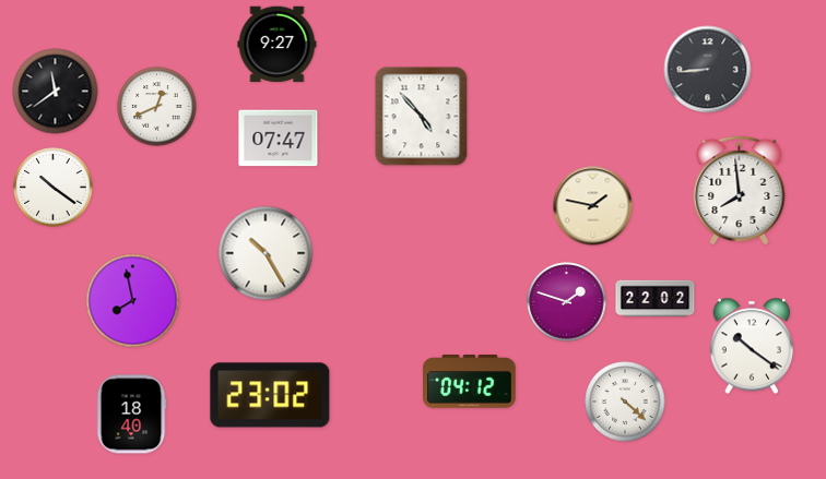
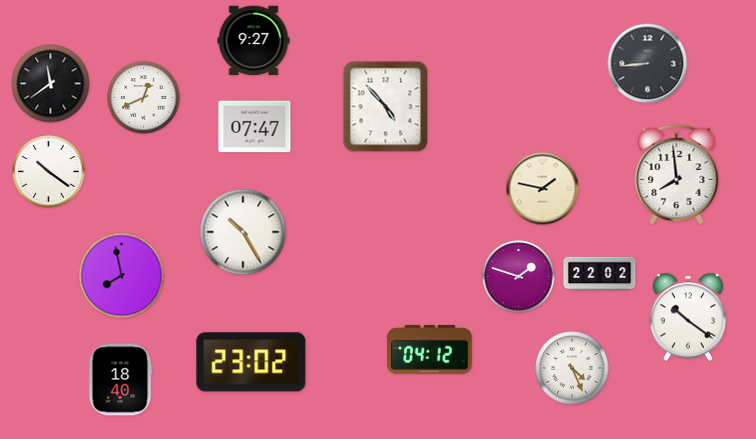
clock at (270, 395) position: (270, 395) -> (251, 362)
clock at (625, 402): 4:22 -> 4:26
